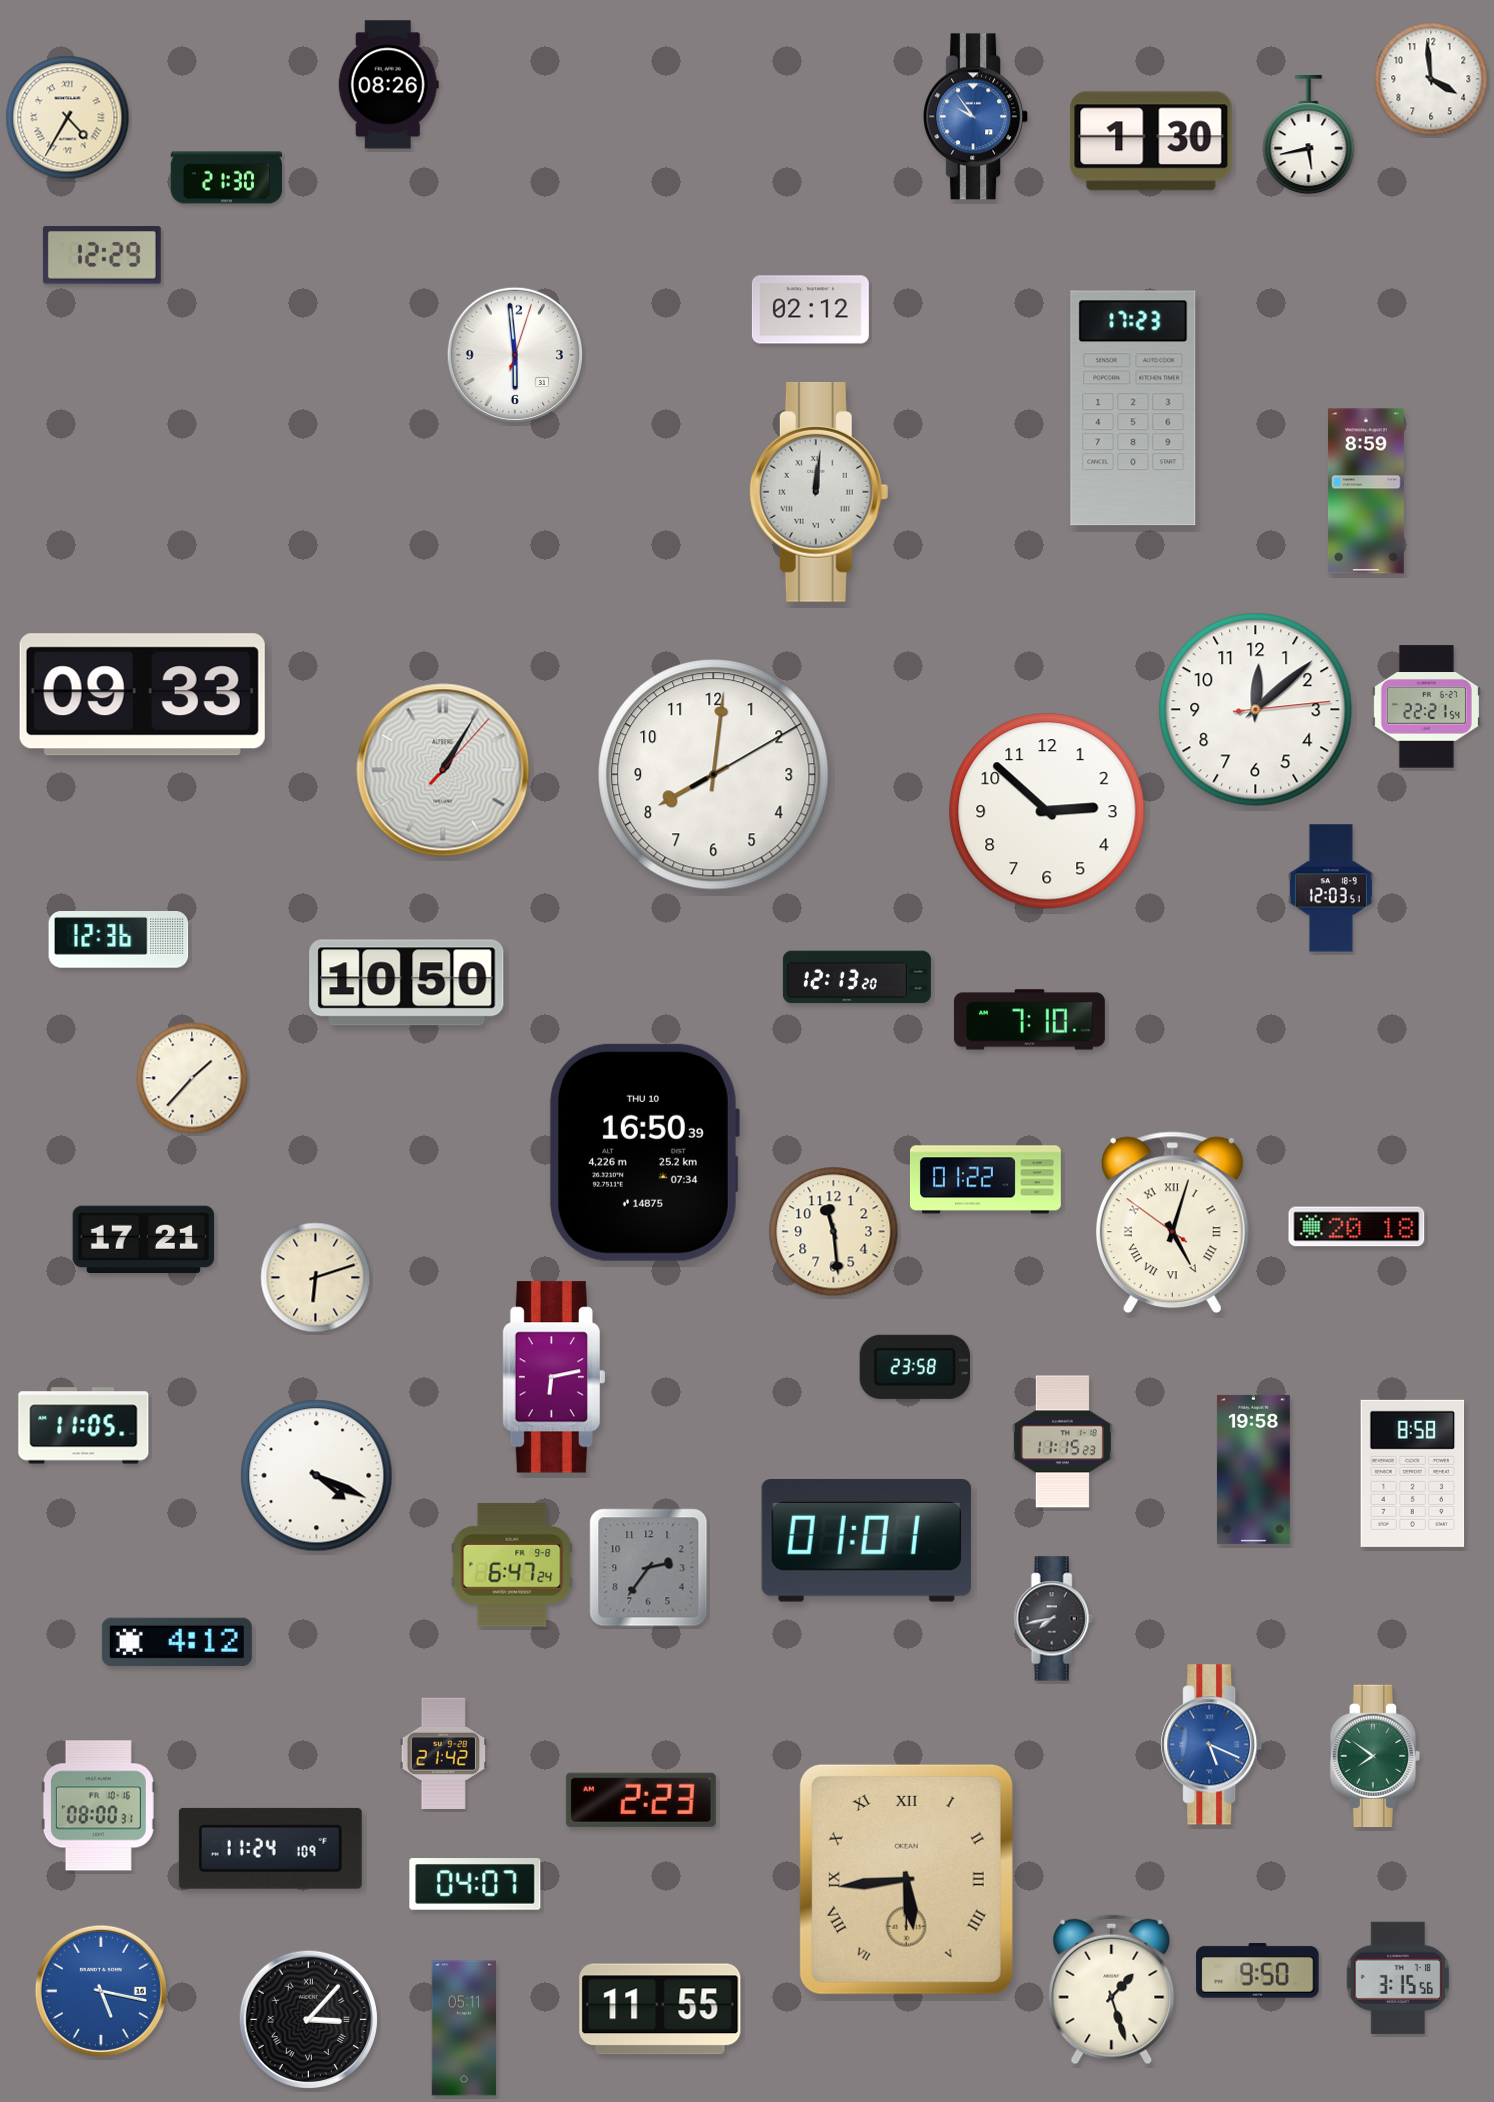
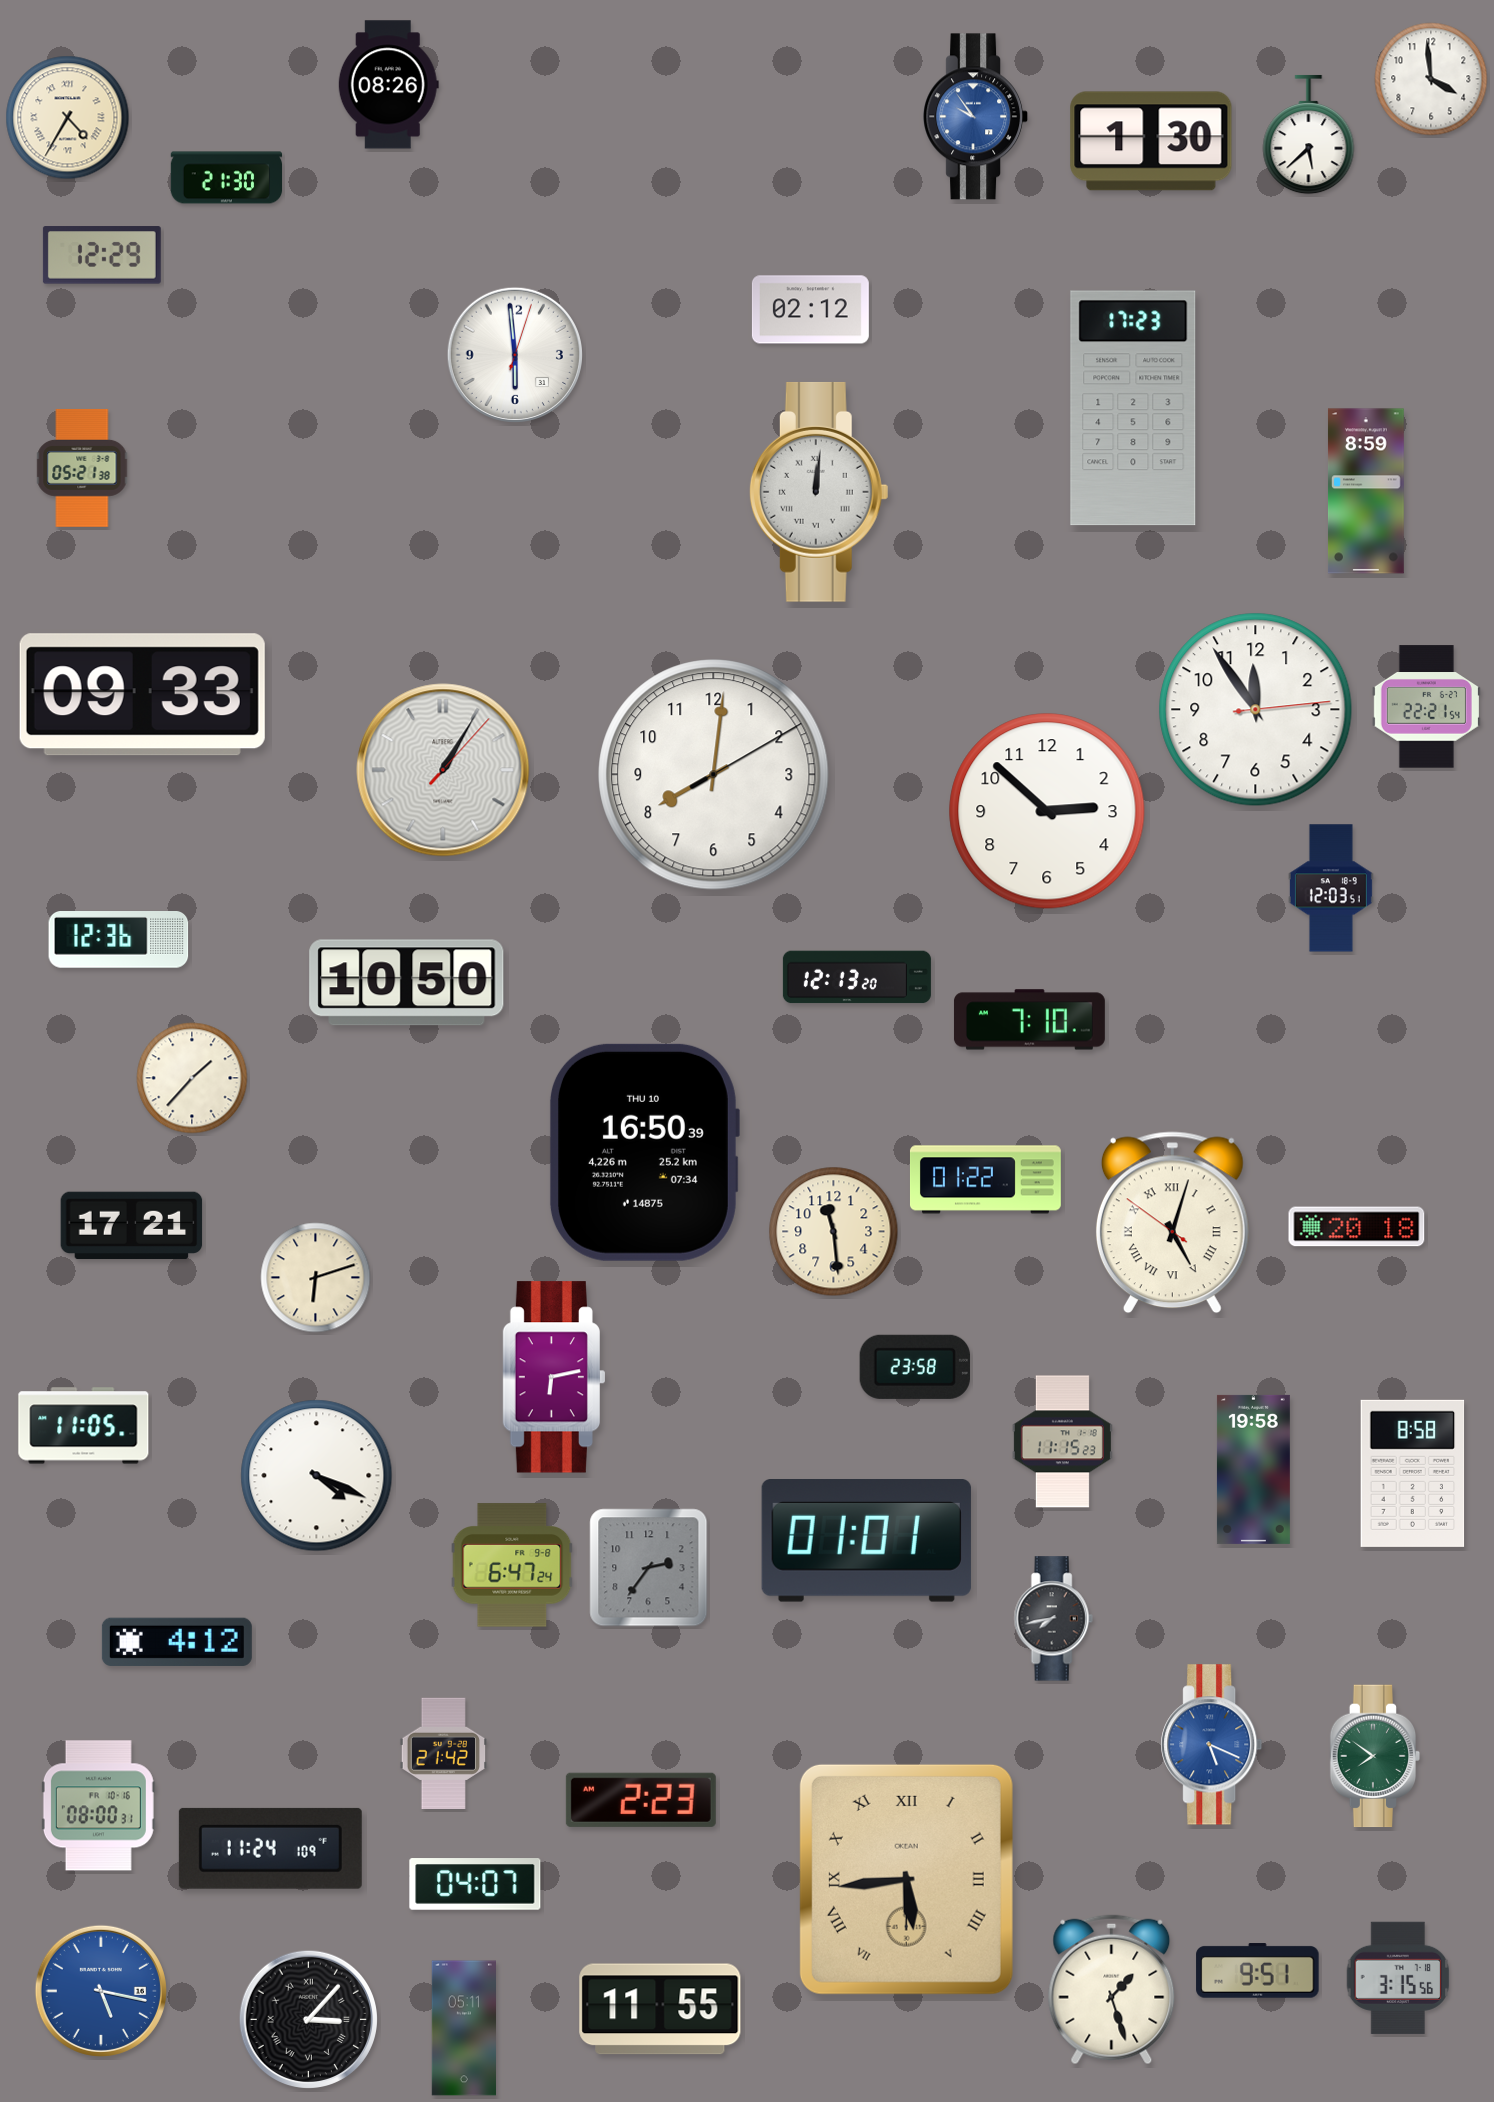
clock at (1309, 135): 5:43 -> 5:38
clock at (82, 468): none -> 05:21
clock at (1256, 710): 12:08 -> 11:54
clock at (144, 1240) position: (144, 1240) -> (132, 1226)
clock at (1258, 1971): 9:50 -> 9:51
